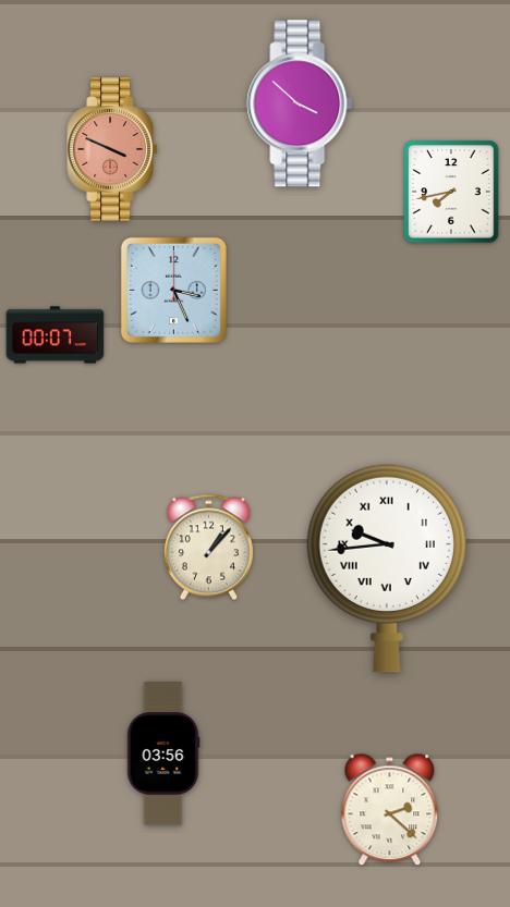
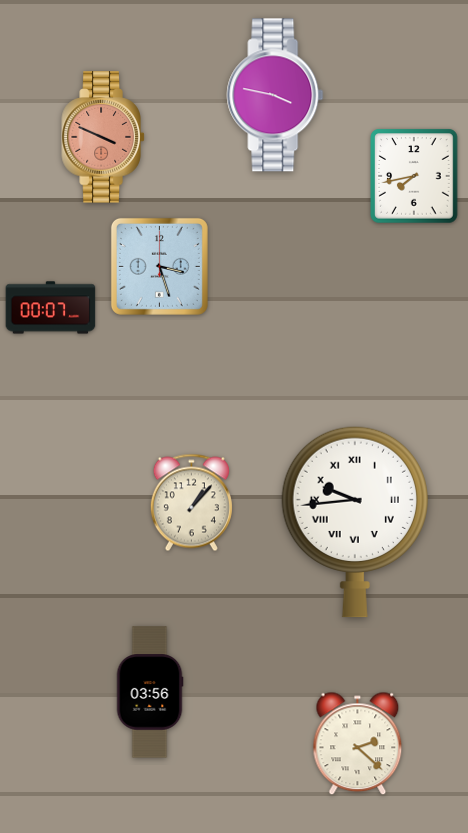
clock at (300, 103): 3:52 -> 3:47
clock at (173, 290): 3:26 -> 3:27
